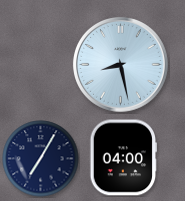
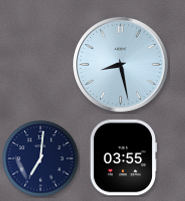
clock at (123, 158): 04:00 -> 03:55
clock at (41, 159): 7:05 -> 7:01
